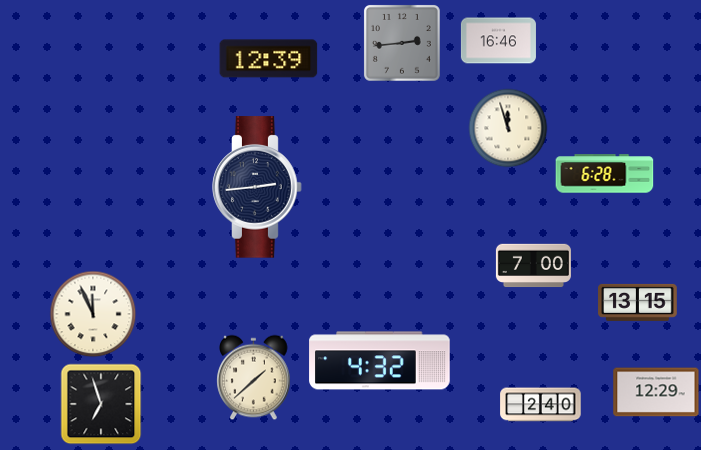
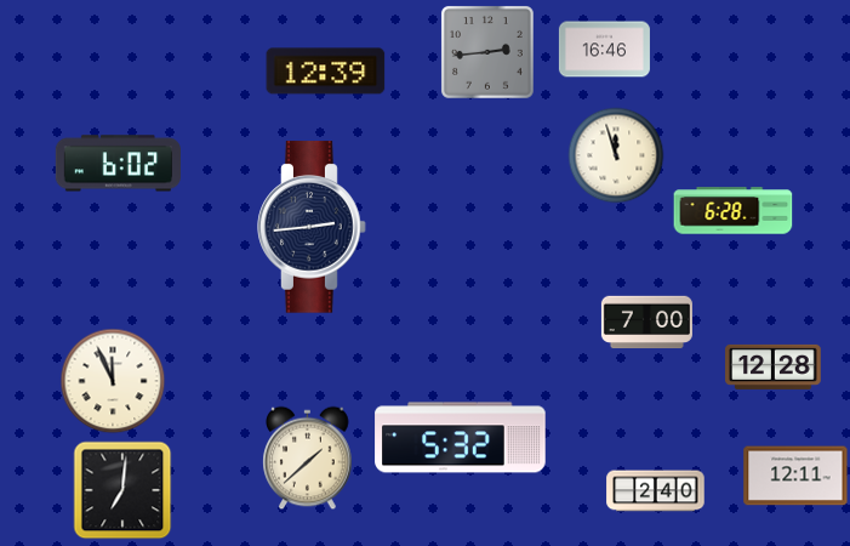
clock at (118, 164): none -> 6:02
clock at (638, 302): 13:15 -> 12:28
clock at (380, 361): 4:32 -> 5:32
clock at (656, 392): 12:29 -> 12:11
clock at (101, 404): 6:57 -> 7:01
